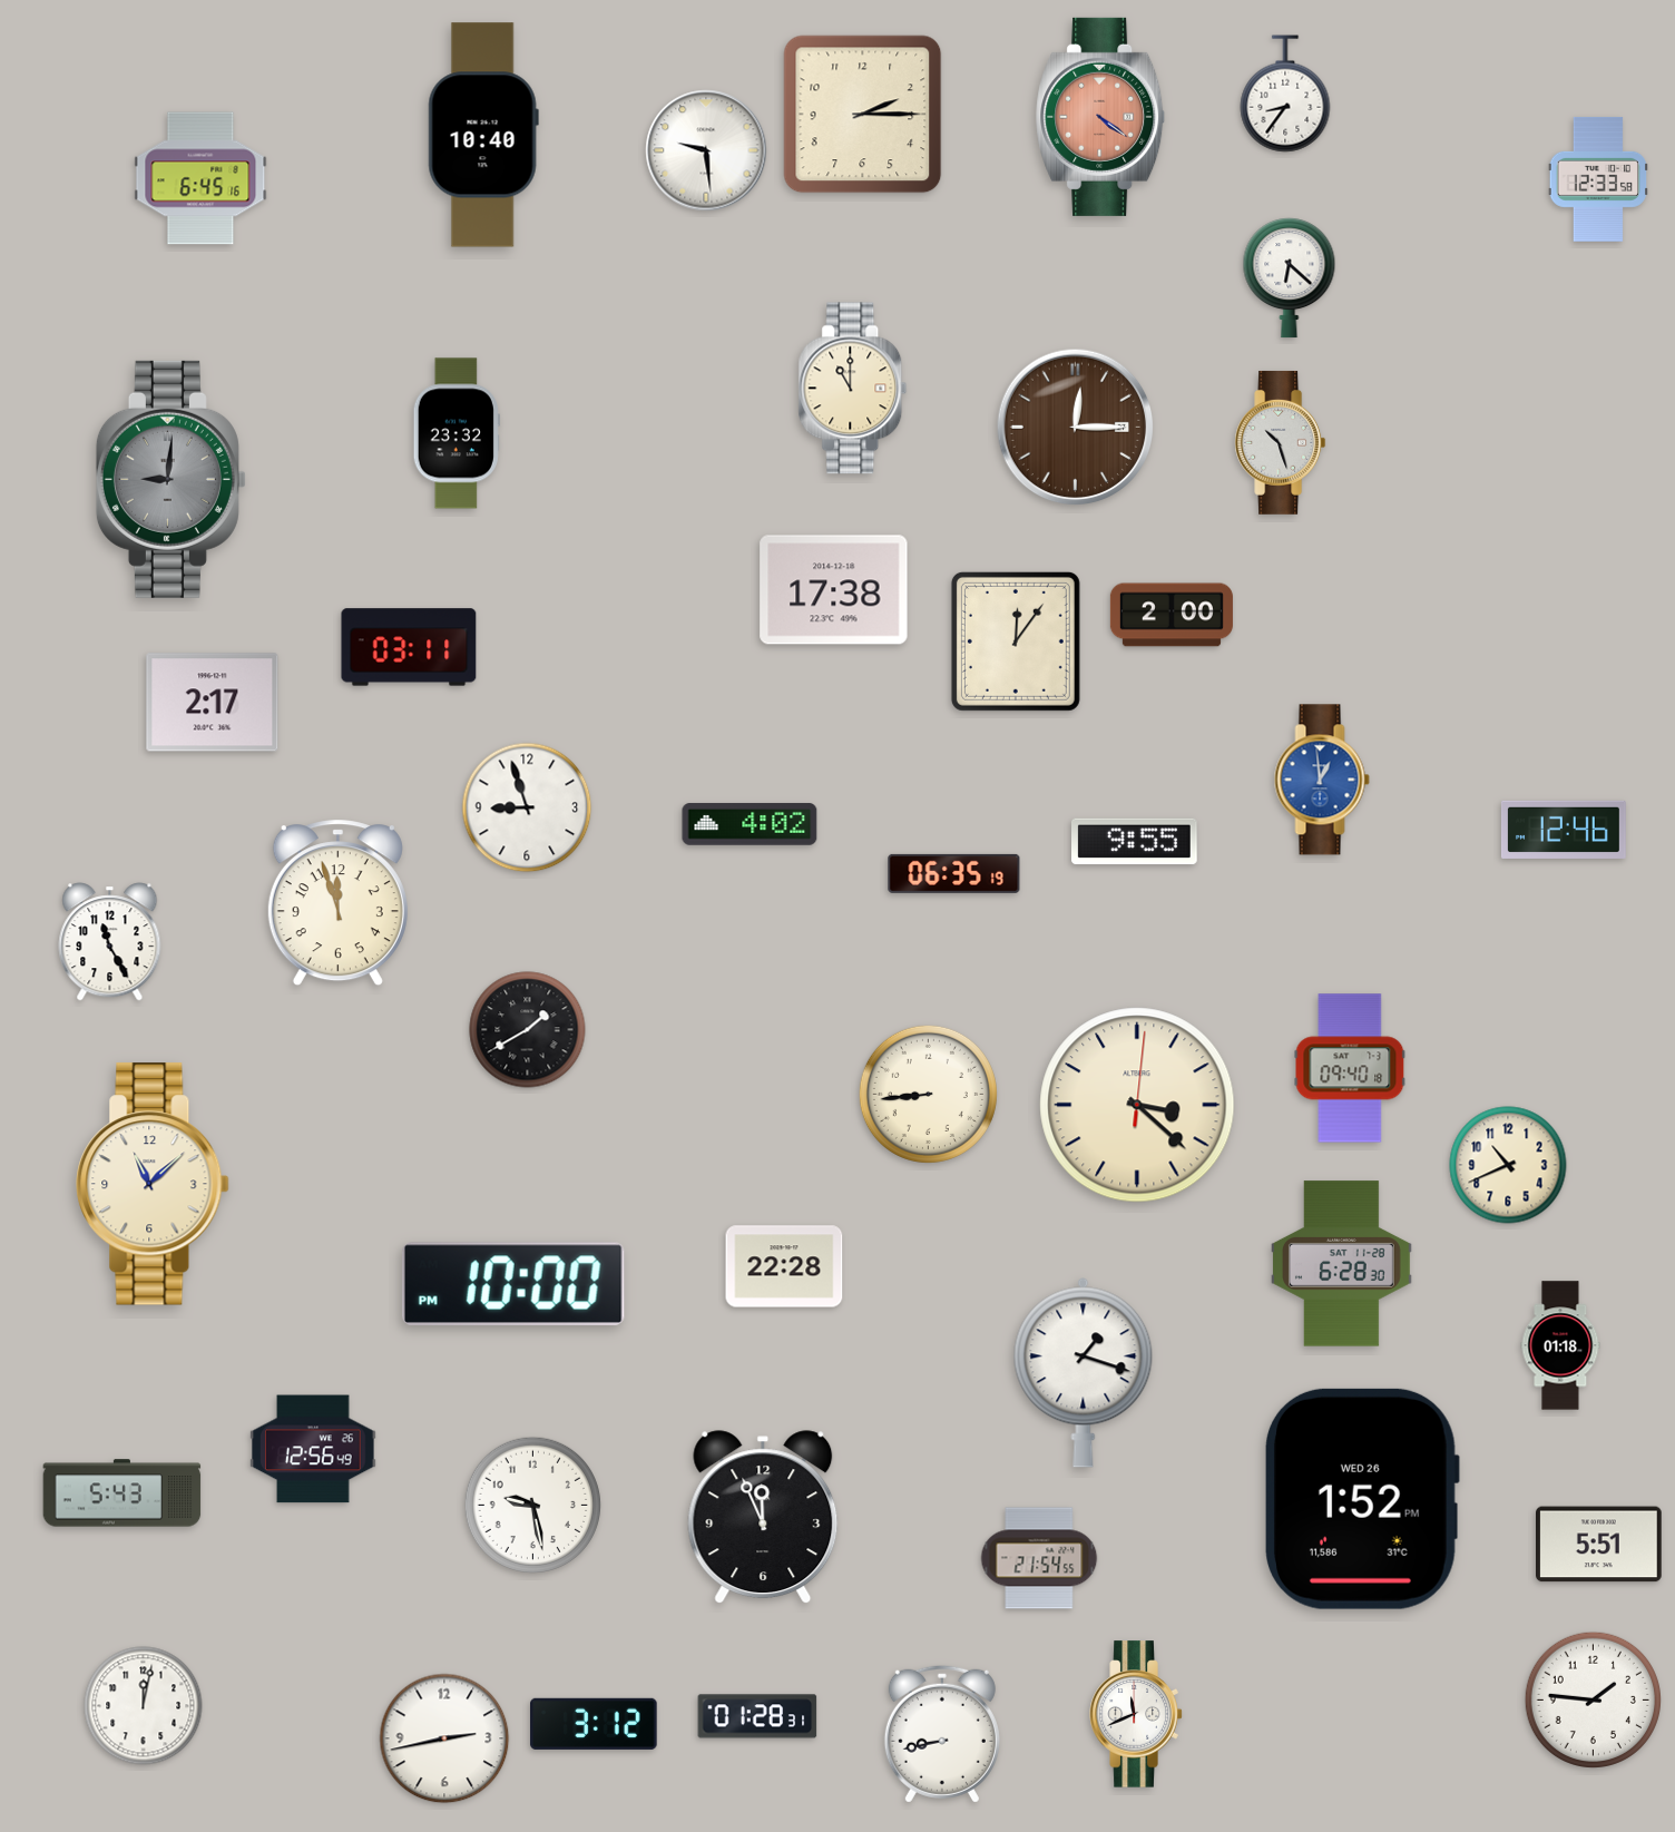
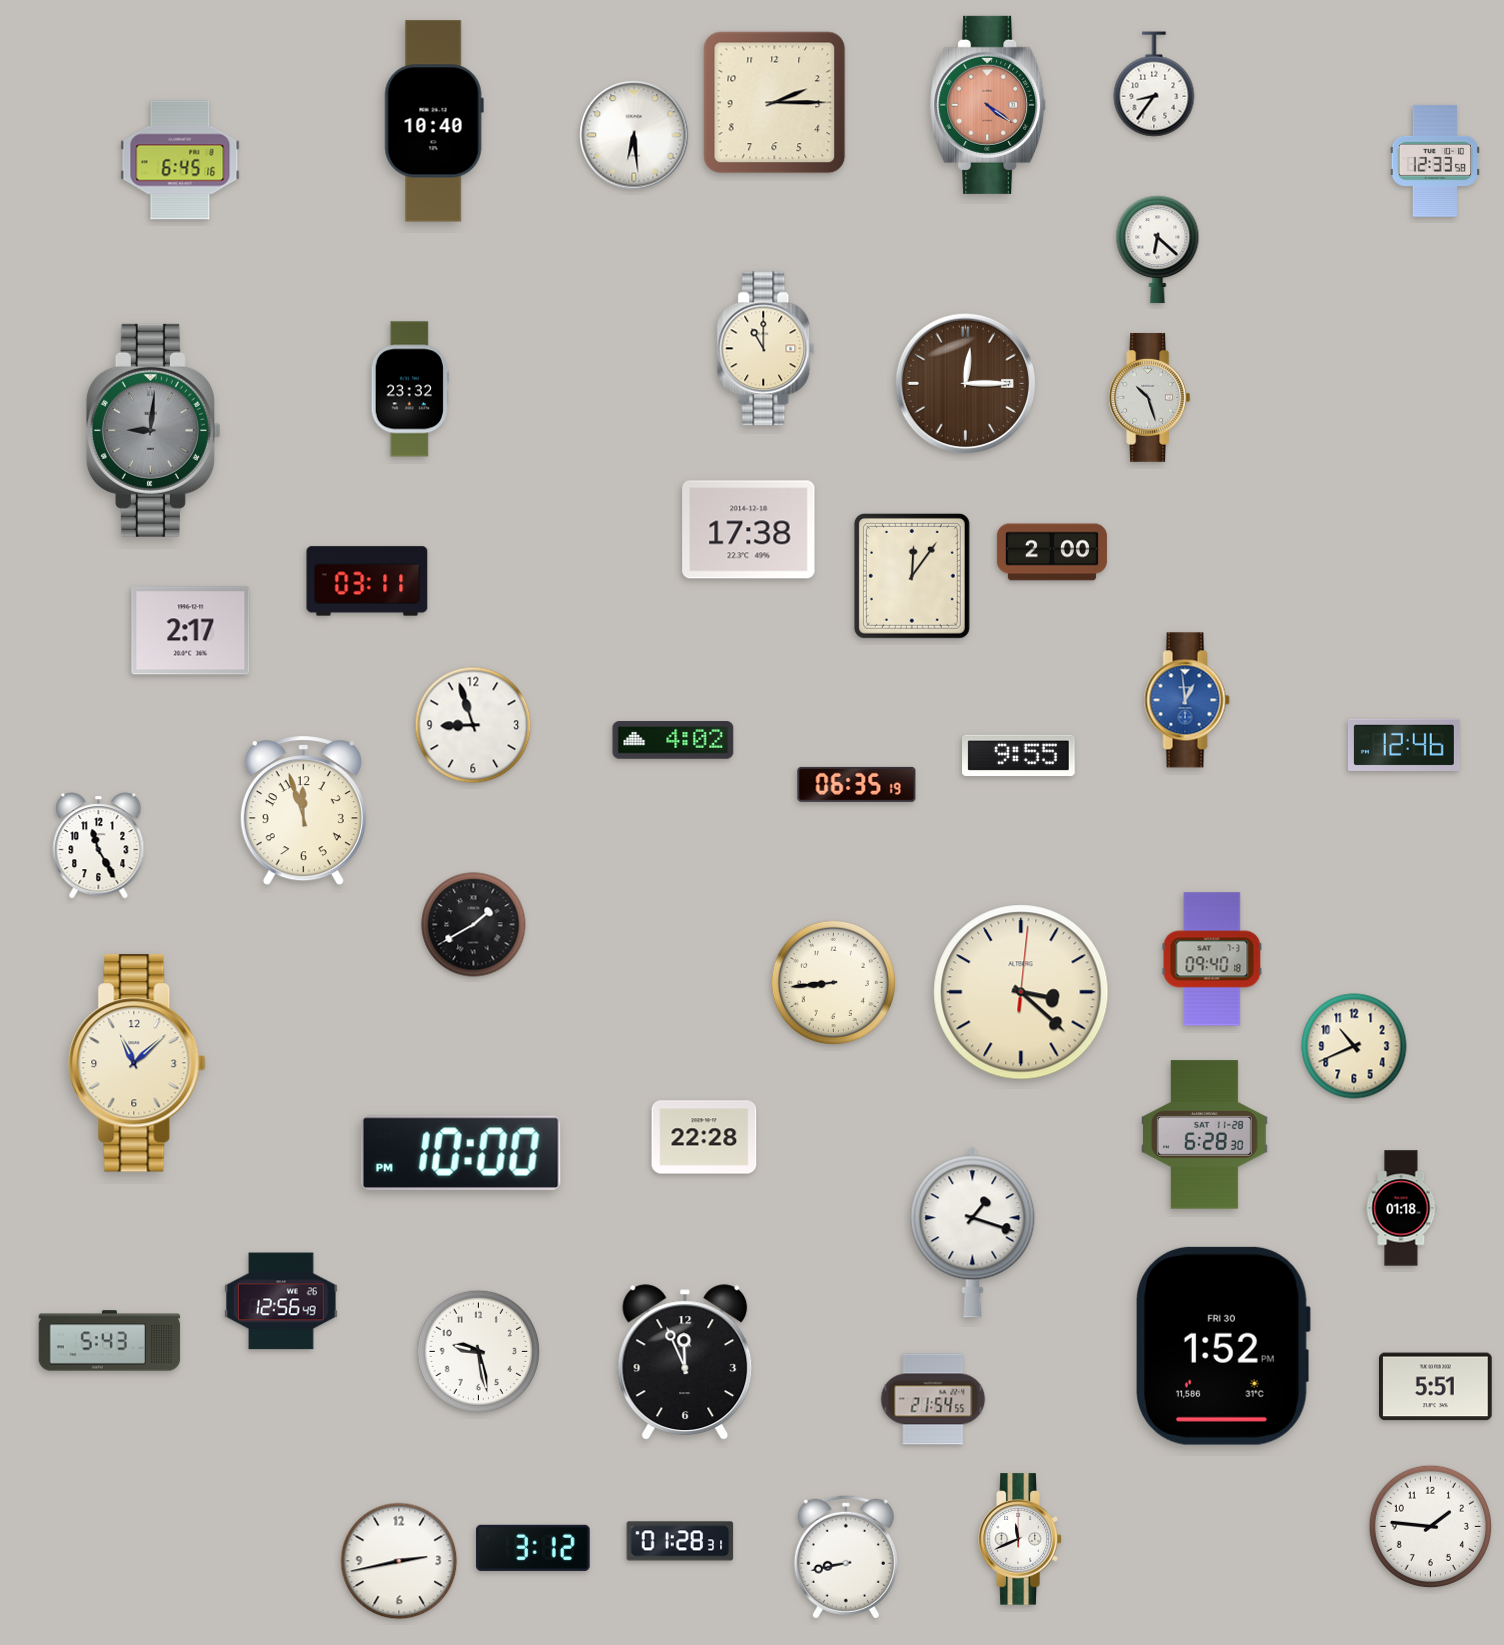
clock at (706, 150): 9:29 -> 6:29
clock at (1362, 1499) date: WED 26 -> FRI 30
clock at (144, 1706): 12:02 -> none
